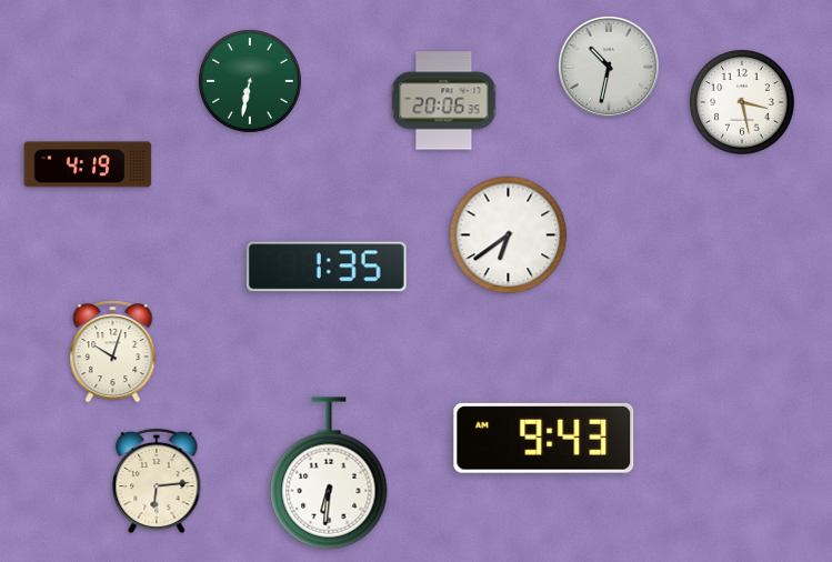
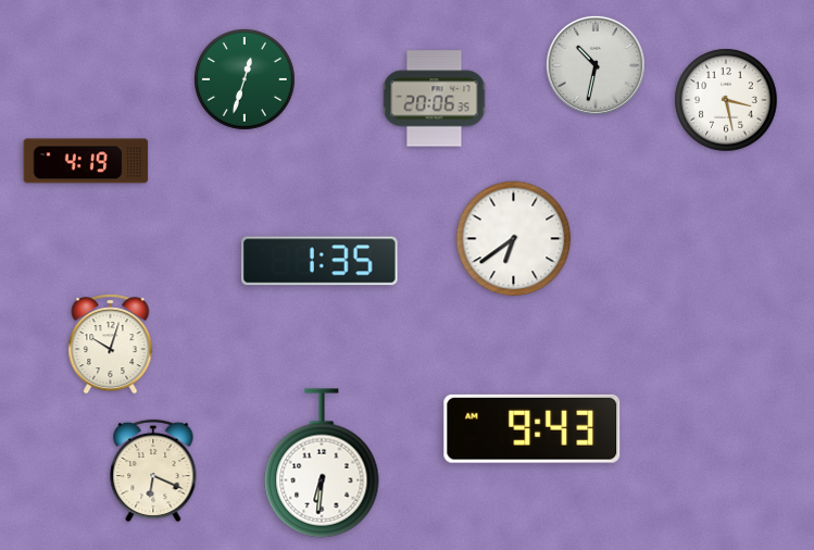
clock at (251, 82): 6:32 -> 12:33
clock at (509, 235) position: (509, 235) -> (514, 239)
clock at (157, 481): 6:14 -> 6:19
